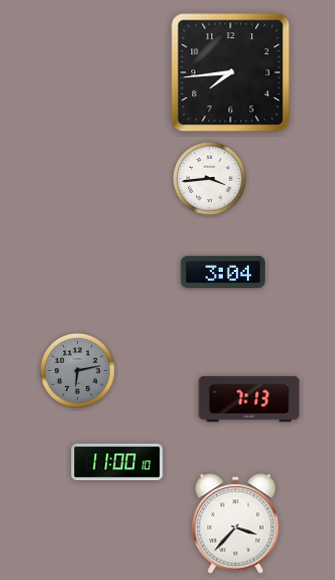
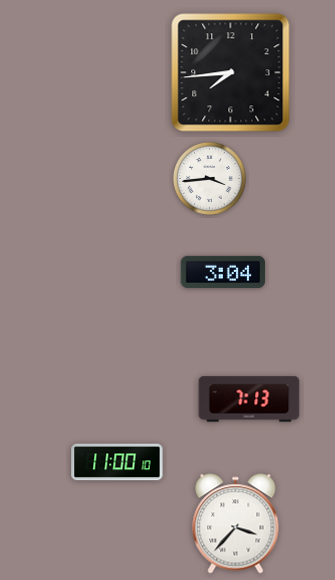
clock at (77, 370): 6:13 -> none
